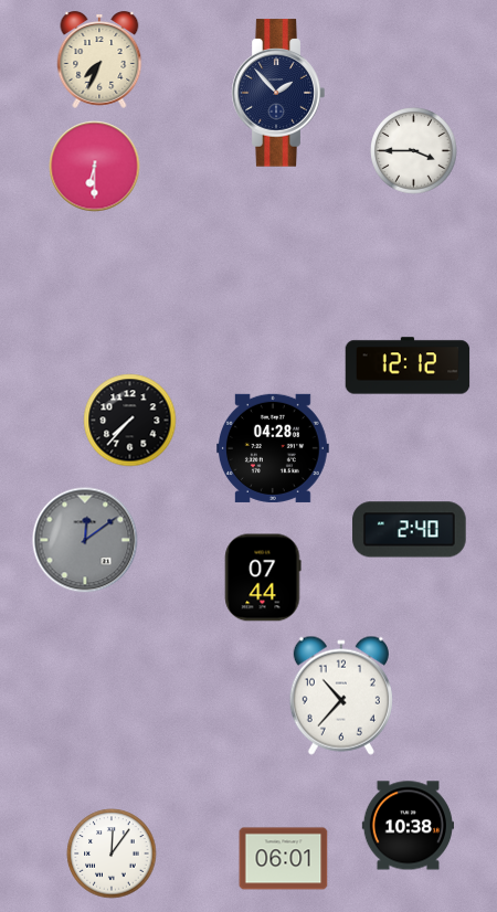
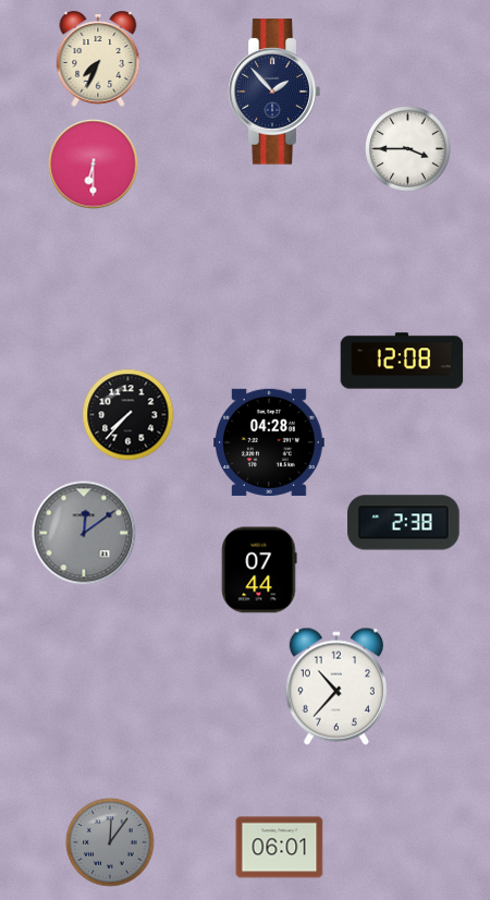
clock at (408, 365): 12:12 -> 12:08
clock at (410, 530): 2:40 -> 2:38
clock at (408, 826): 10:38 -> none
clock at (112, 853) dial: white -> grey
